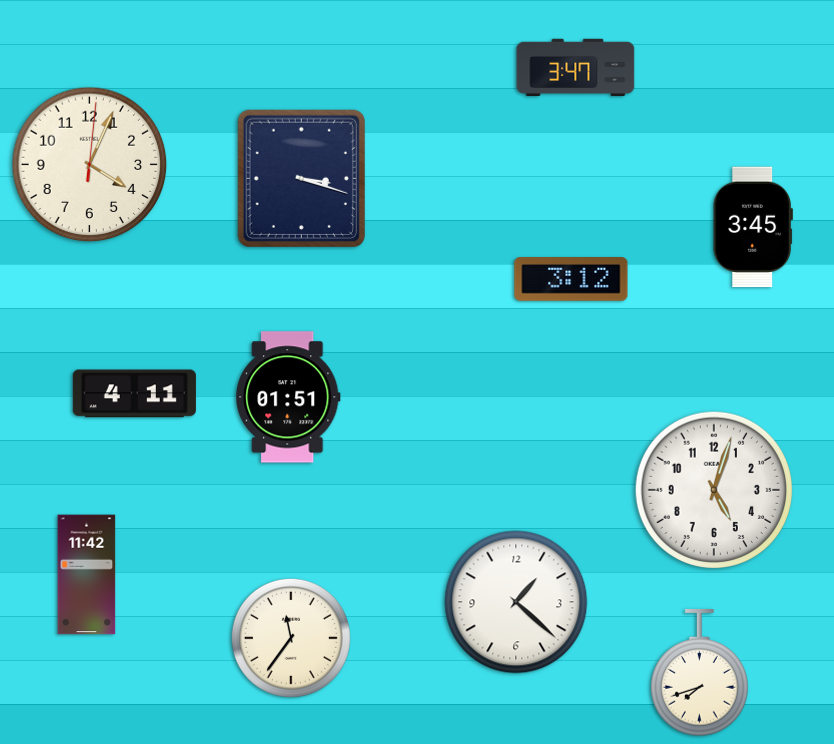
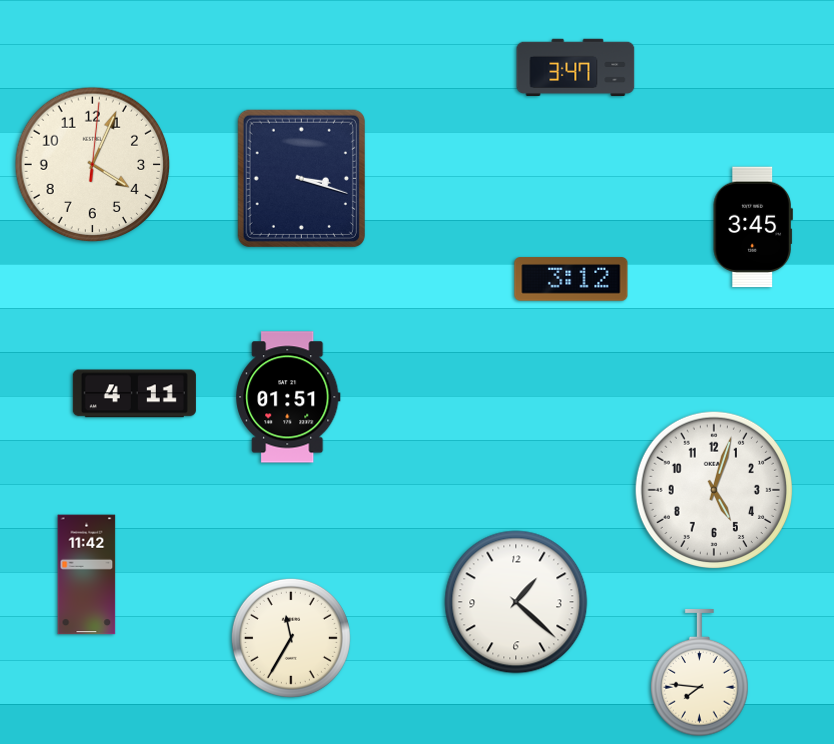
clock at (90, 165) position: (90, 165) -> (93, 165)
clock at (291, 638): 11:36 -> 11:35
clock at (700, 674): 7:42 -> 7:46
